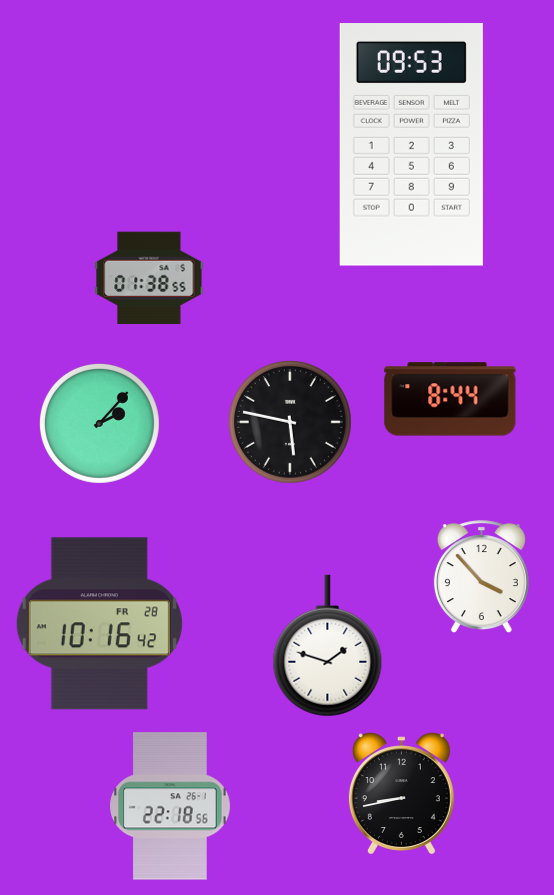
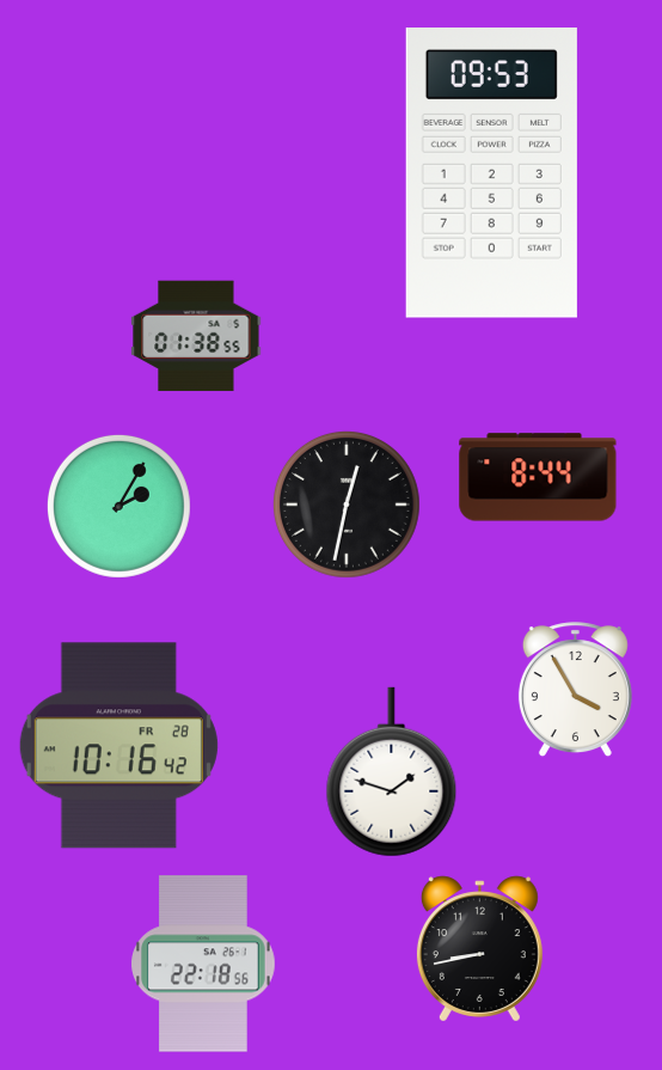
clock at (149, 278) position: (149, 278) -> (196, 336)
clock at (99, 423): 2:07 -> 2:05
clock at (291, 423): 5:47 -> 12:32
clock at (481, 577): 3:53 -> 3:55
